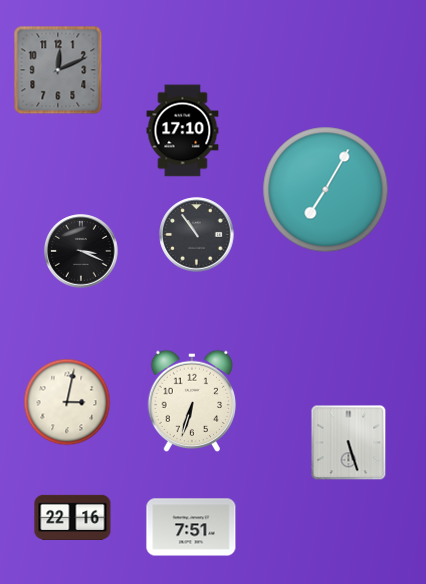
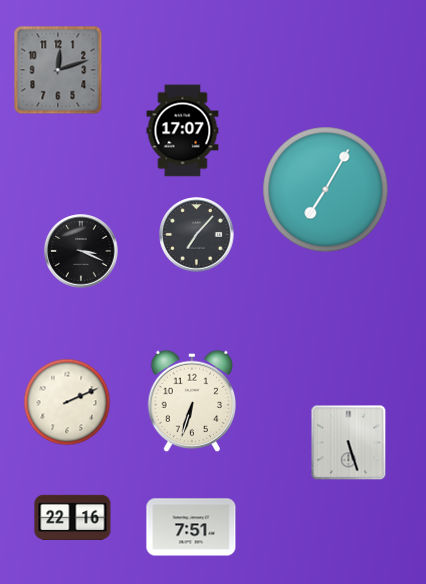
clock at (58, 70): 12:11 -> 12:12
clock at (183, 131): 17:10 -> 17:07
clock at (197, 235): 10:54 -> 7:07
clock at (67, 402): 3:02 -> 2:11
